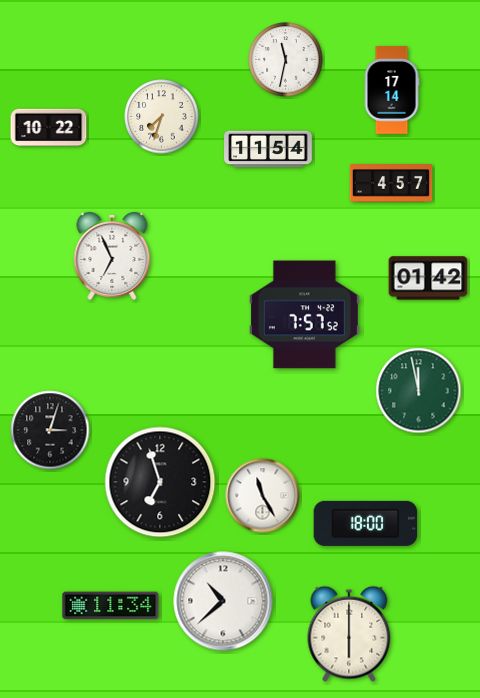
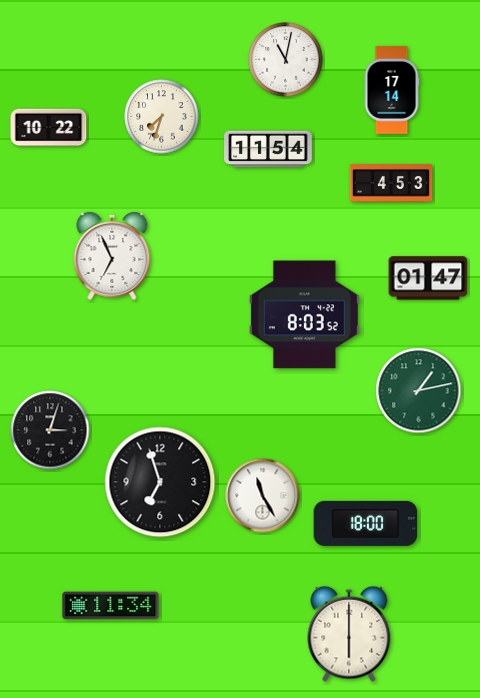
clock at (286, 60): 11:32 -> 11:02
clock at (391, 183): 4:57 -> 4:53
clock at (428, 278): 01:42 -> 01:47
clock at (304, 315): 7:57 -> 8:03
clock at (419, 391): 11:58 -> 1:13
clock at (223, 601): 10:38 -> none
